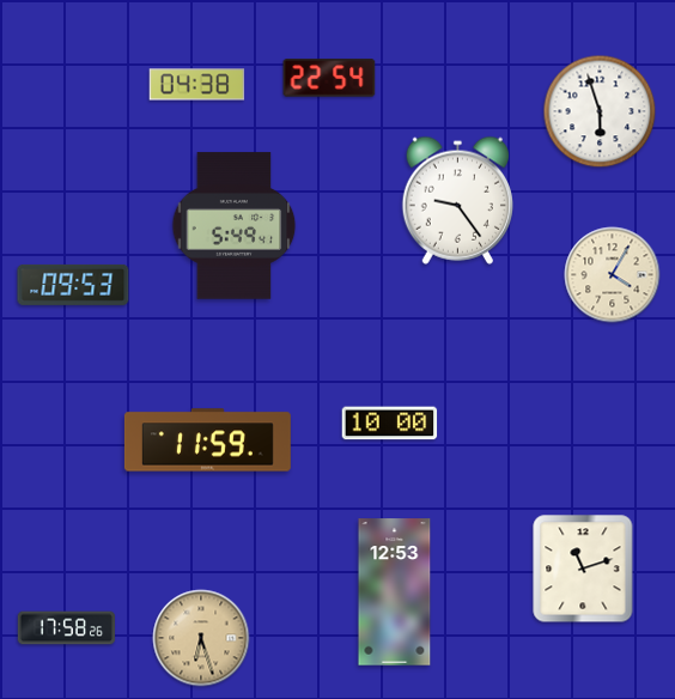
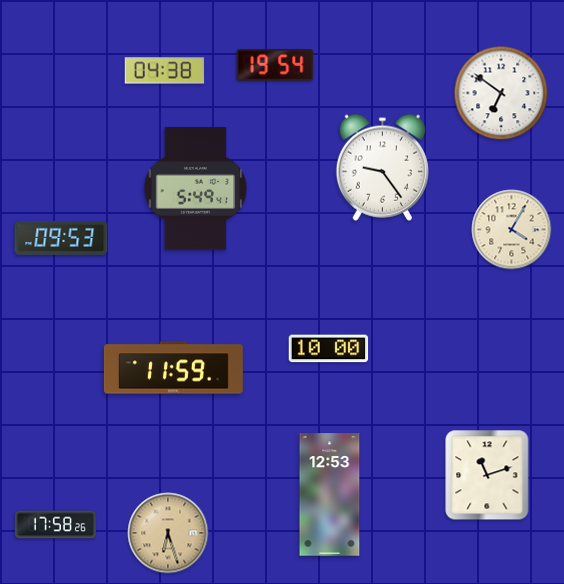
clock at (329, 78): 22:54 -> 19:54
clock at (600, 111): 5:57 -> 6:51
clock at (390, 424) position: (390, 424) -> (329, 349)
